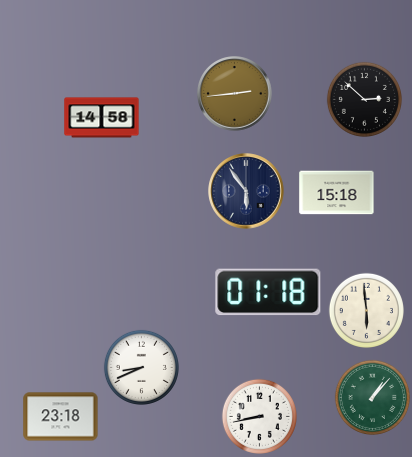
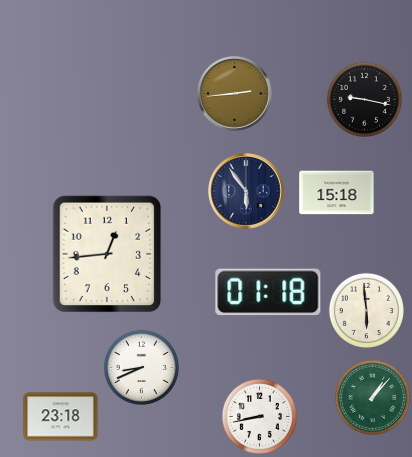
clock at (364, 99): 2:52 -> 9:17
clock at (102, 118): 14:58 -> none
clock at (107, 254): none -> 12:44
